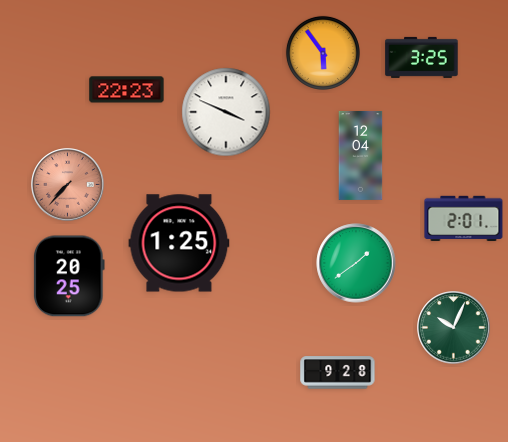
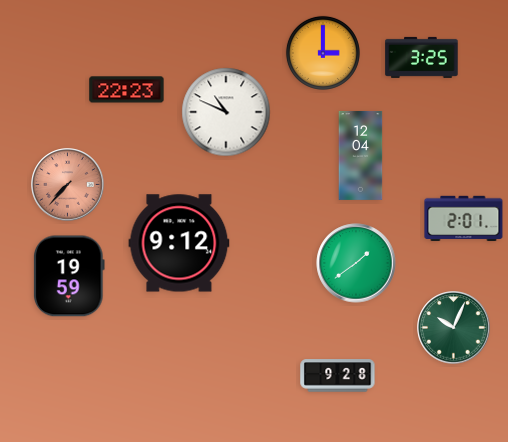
clock at (323, 53): 5:54 -> 3:00
clock at (226, 112): 3:49 -> 10:49
clock at (179, 243): 1:25 -> 9:12
clock at (70, 276): 20:25 -> 19:59
clock at (338, 373) position: (338, 373) -> (338, 376)
